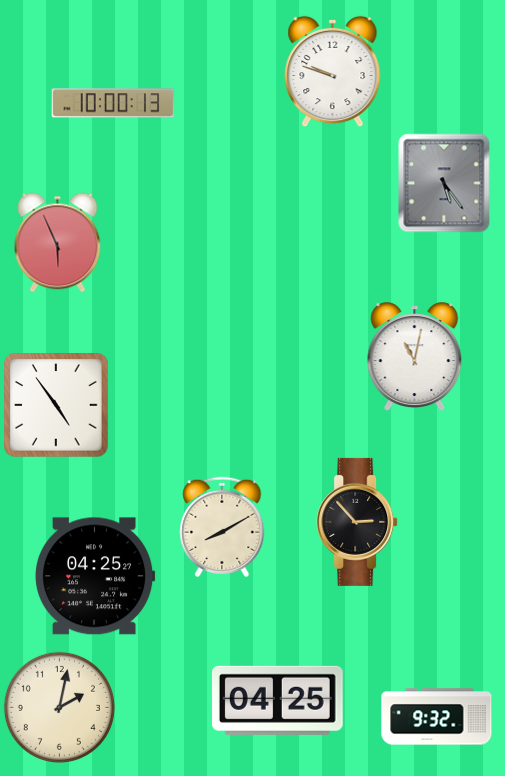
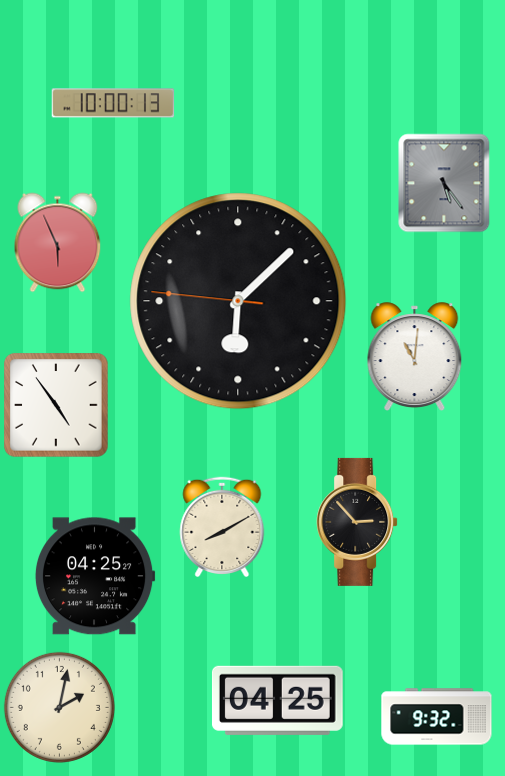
clock at (333, 72): 9:48 -> none
clock at (238, 301): none -> 6:07
clock at (415, 356): 11:02 -> 11:01
